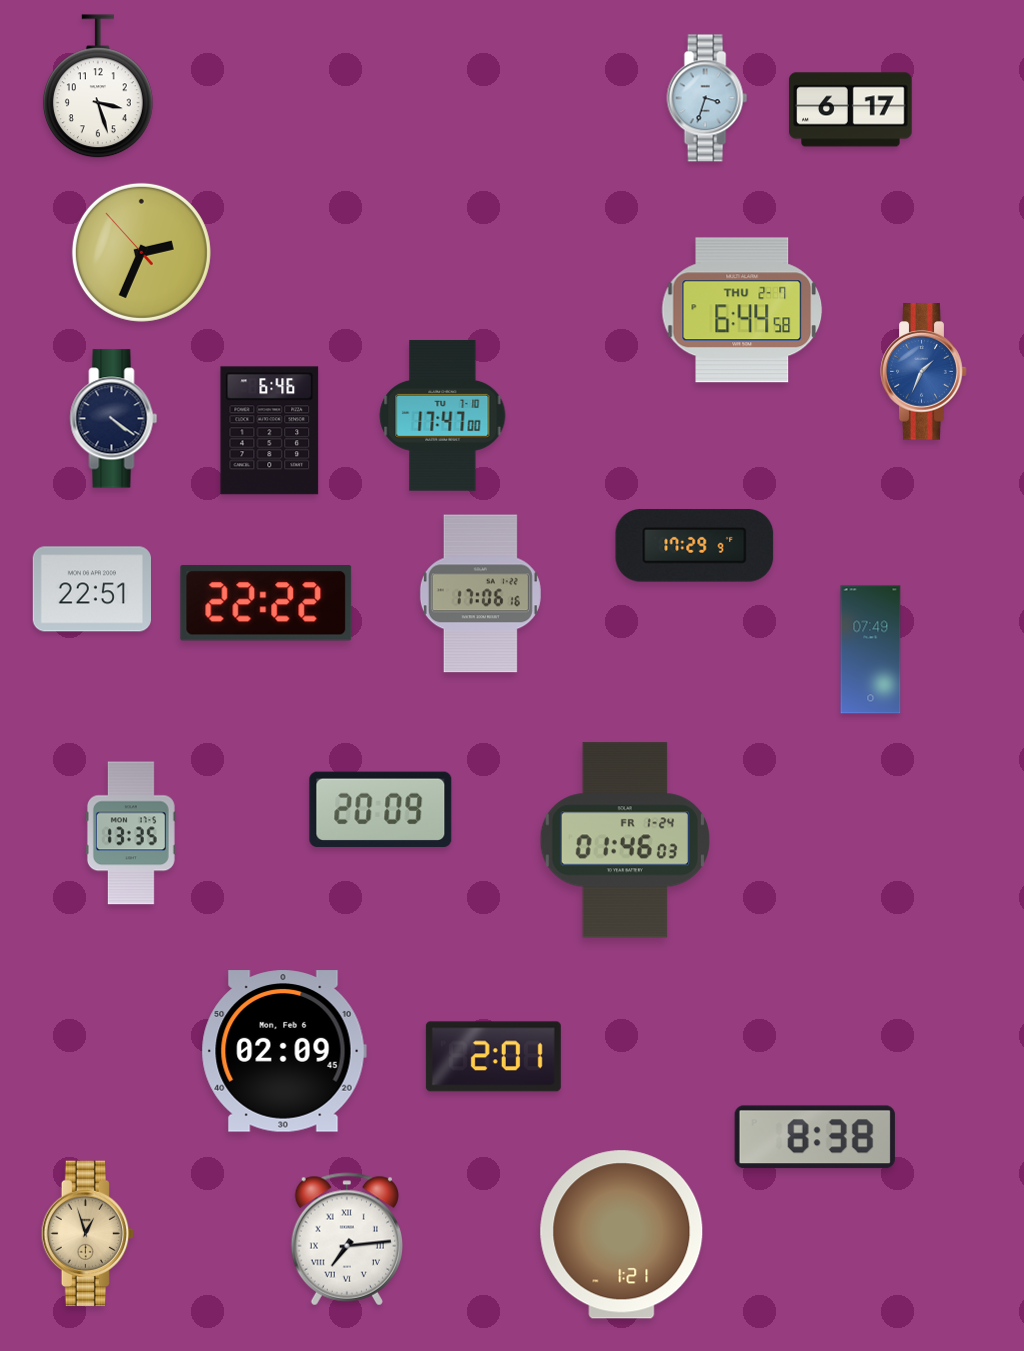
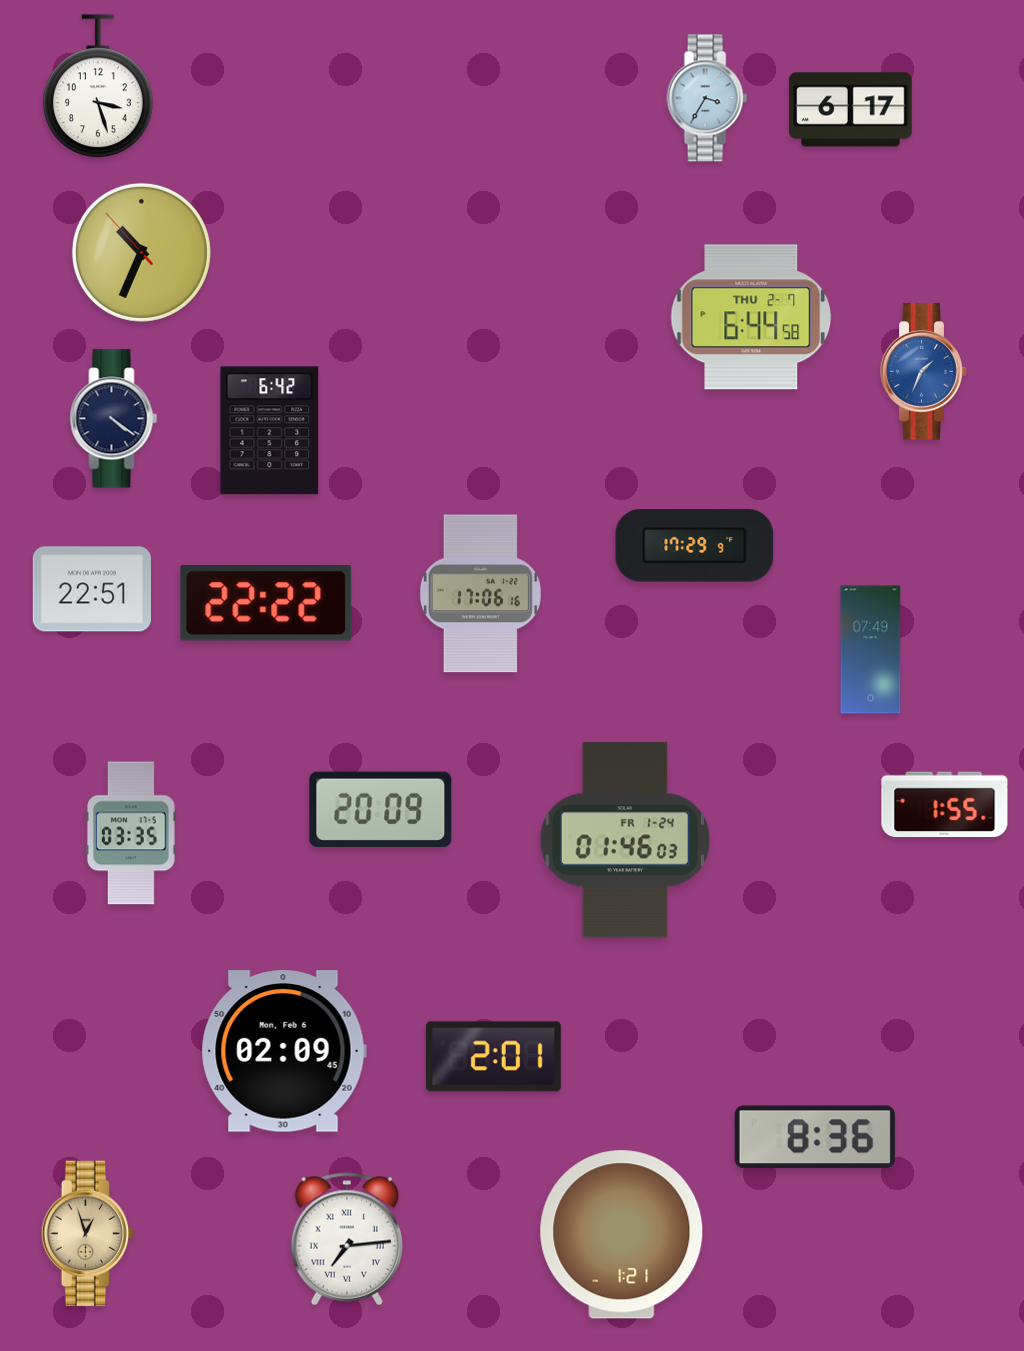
clock at (707, 98): 3:33 -> 3:35
clock at (141, 252): 2:33 -> 10:33
clock at (742, 310) position: (742, 310) -> (751, 317)
clock at (443, 416): 17:47 -> none
clock at (270, 431): 6:46 -> 6:42
clock at (945, 805): none -> 1:55
clock at (131, 833): 13:35 -> 03:35
clock at (815, 1137): 8:38 -> 8:36
